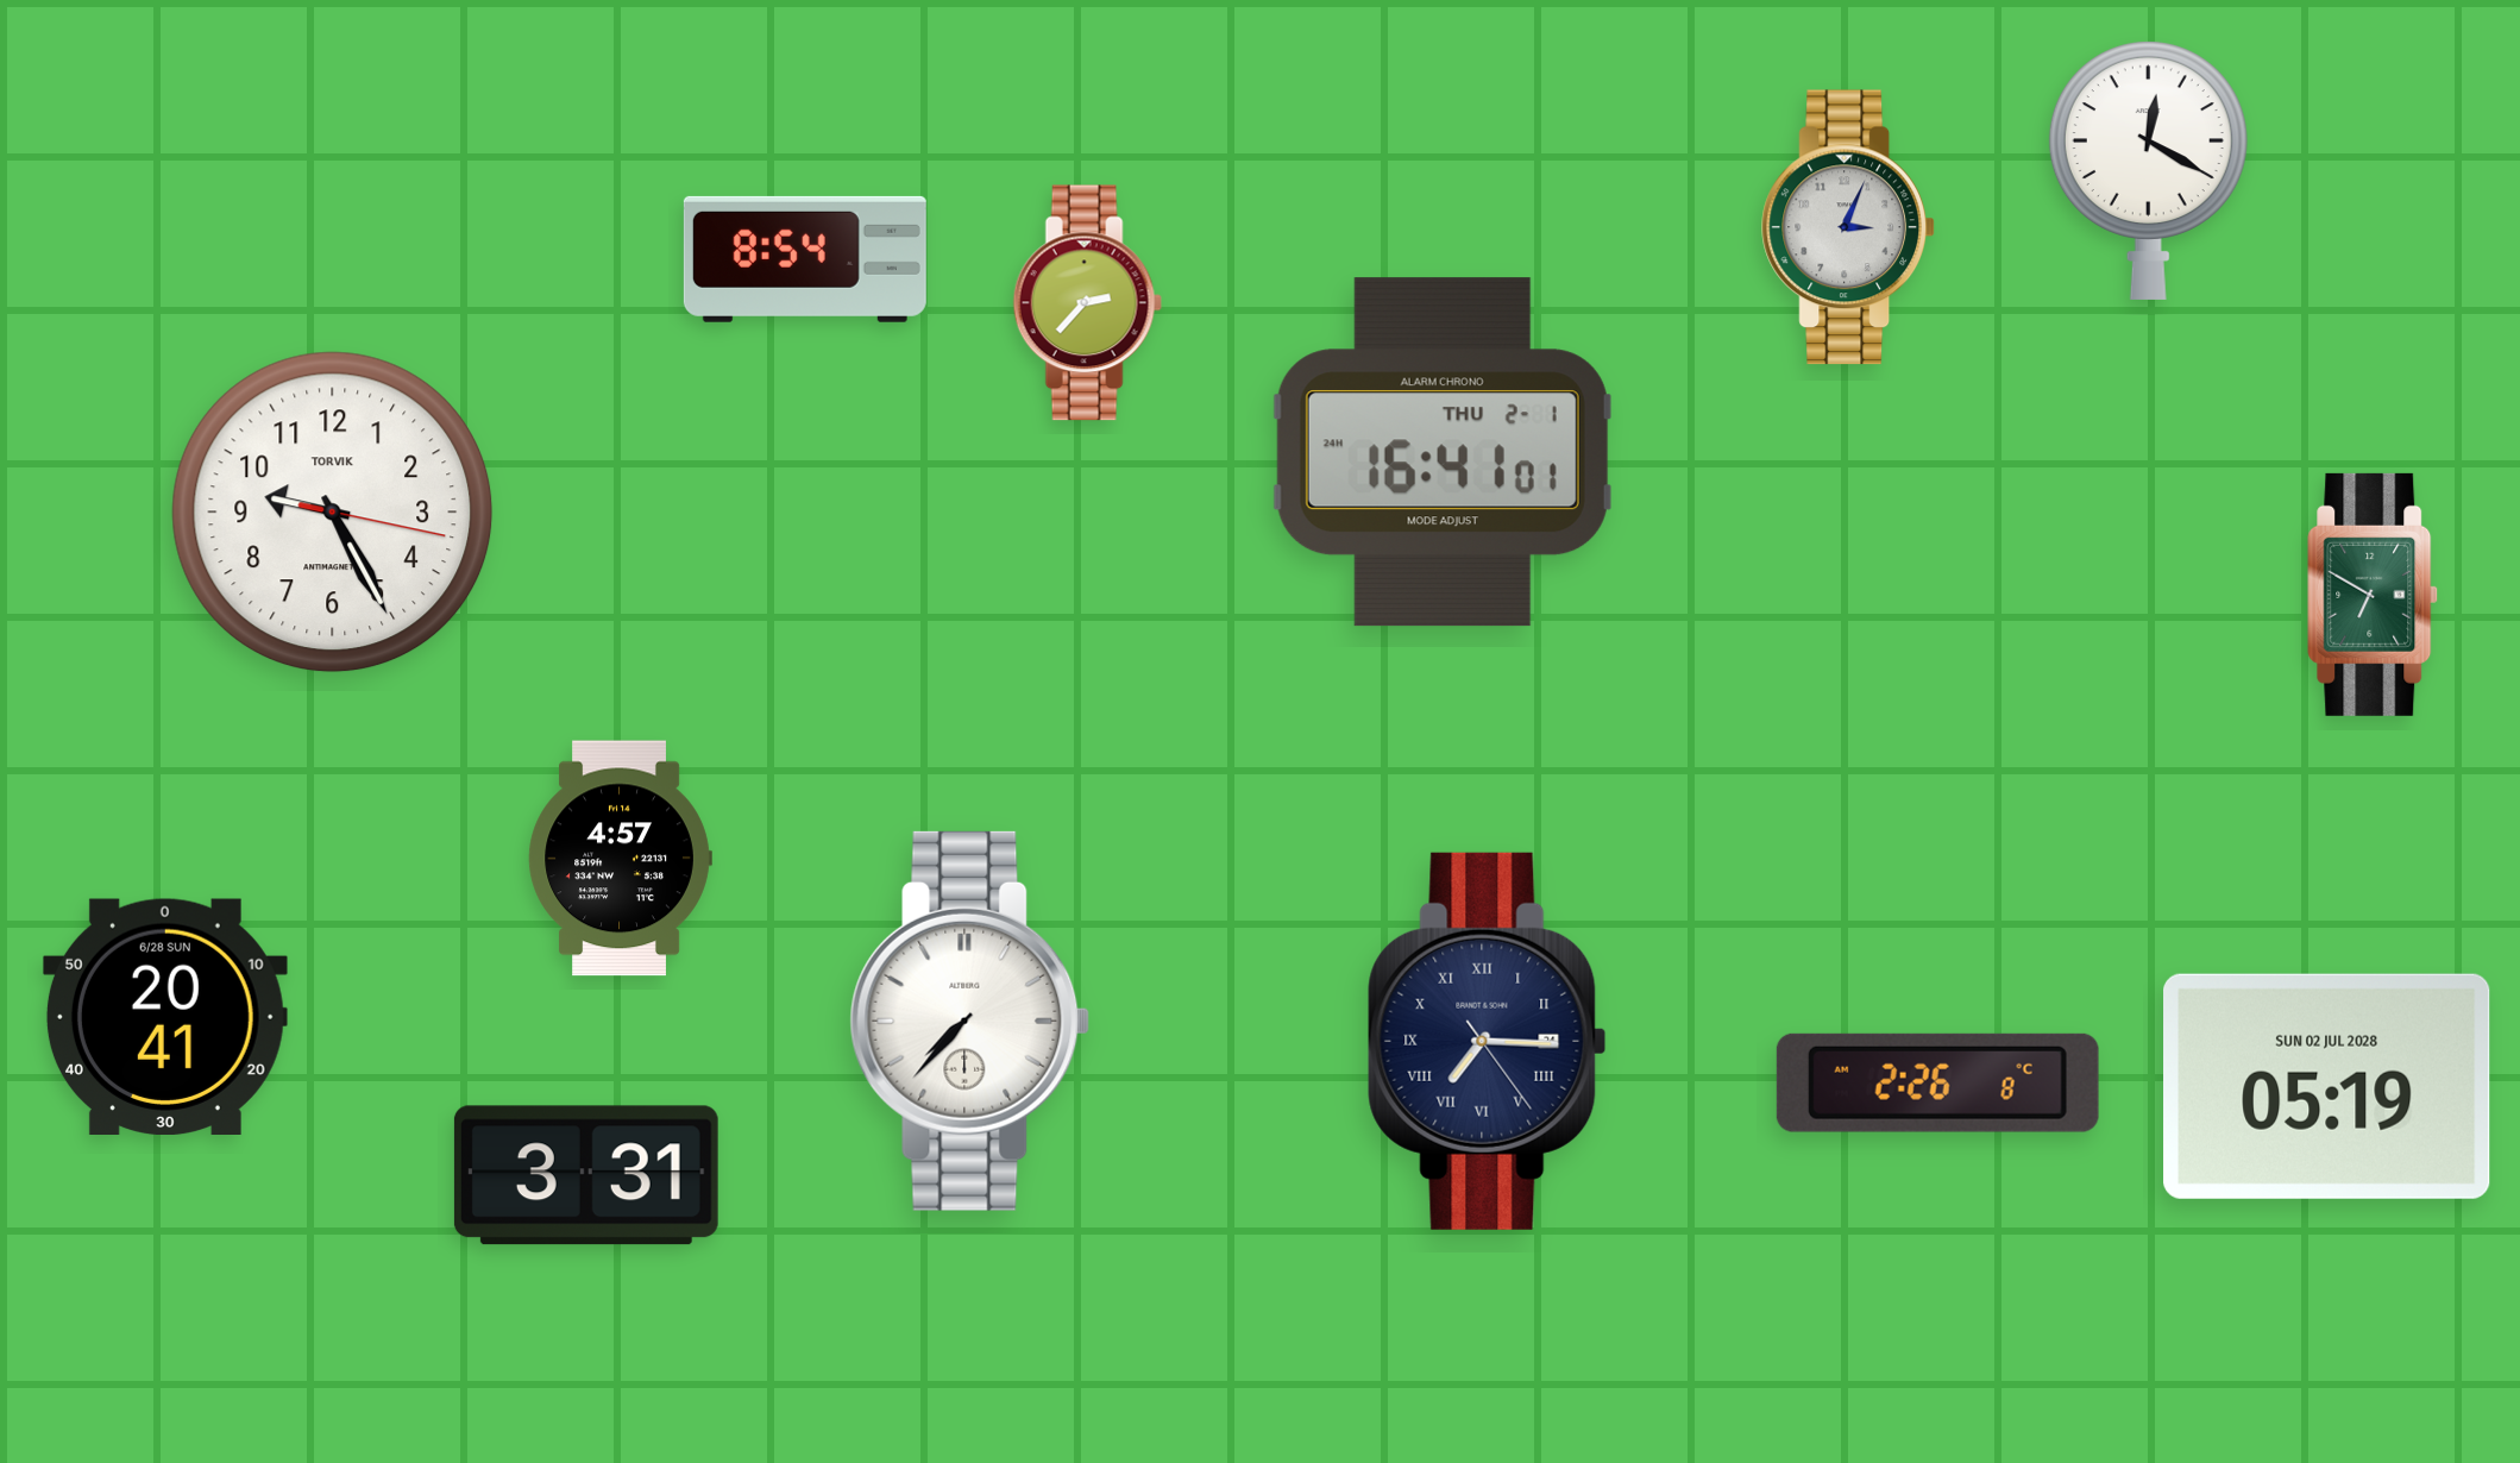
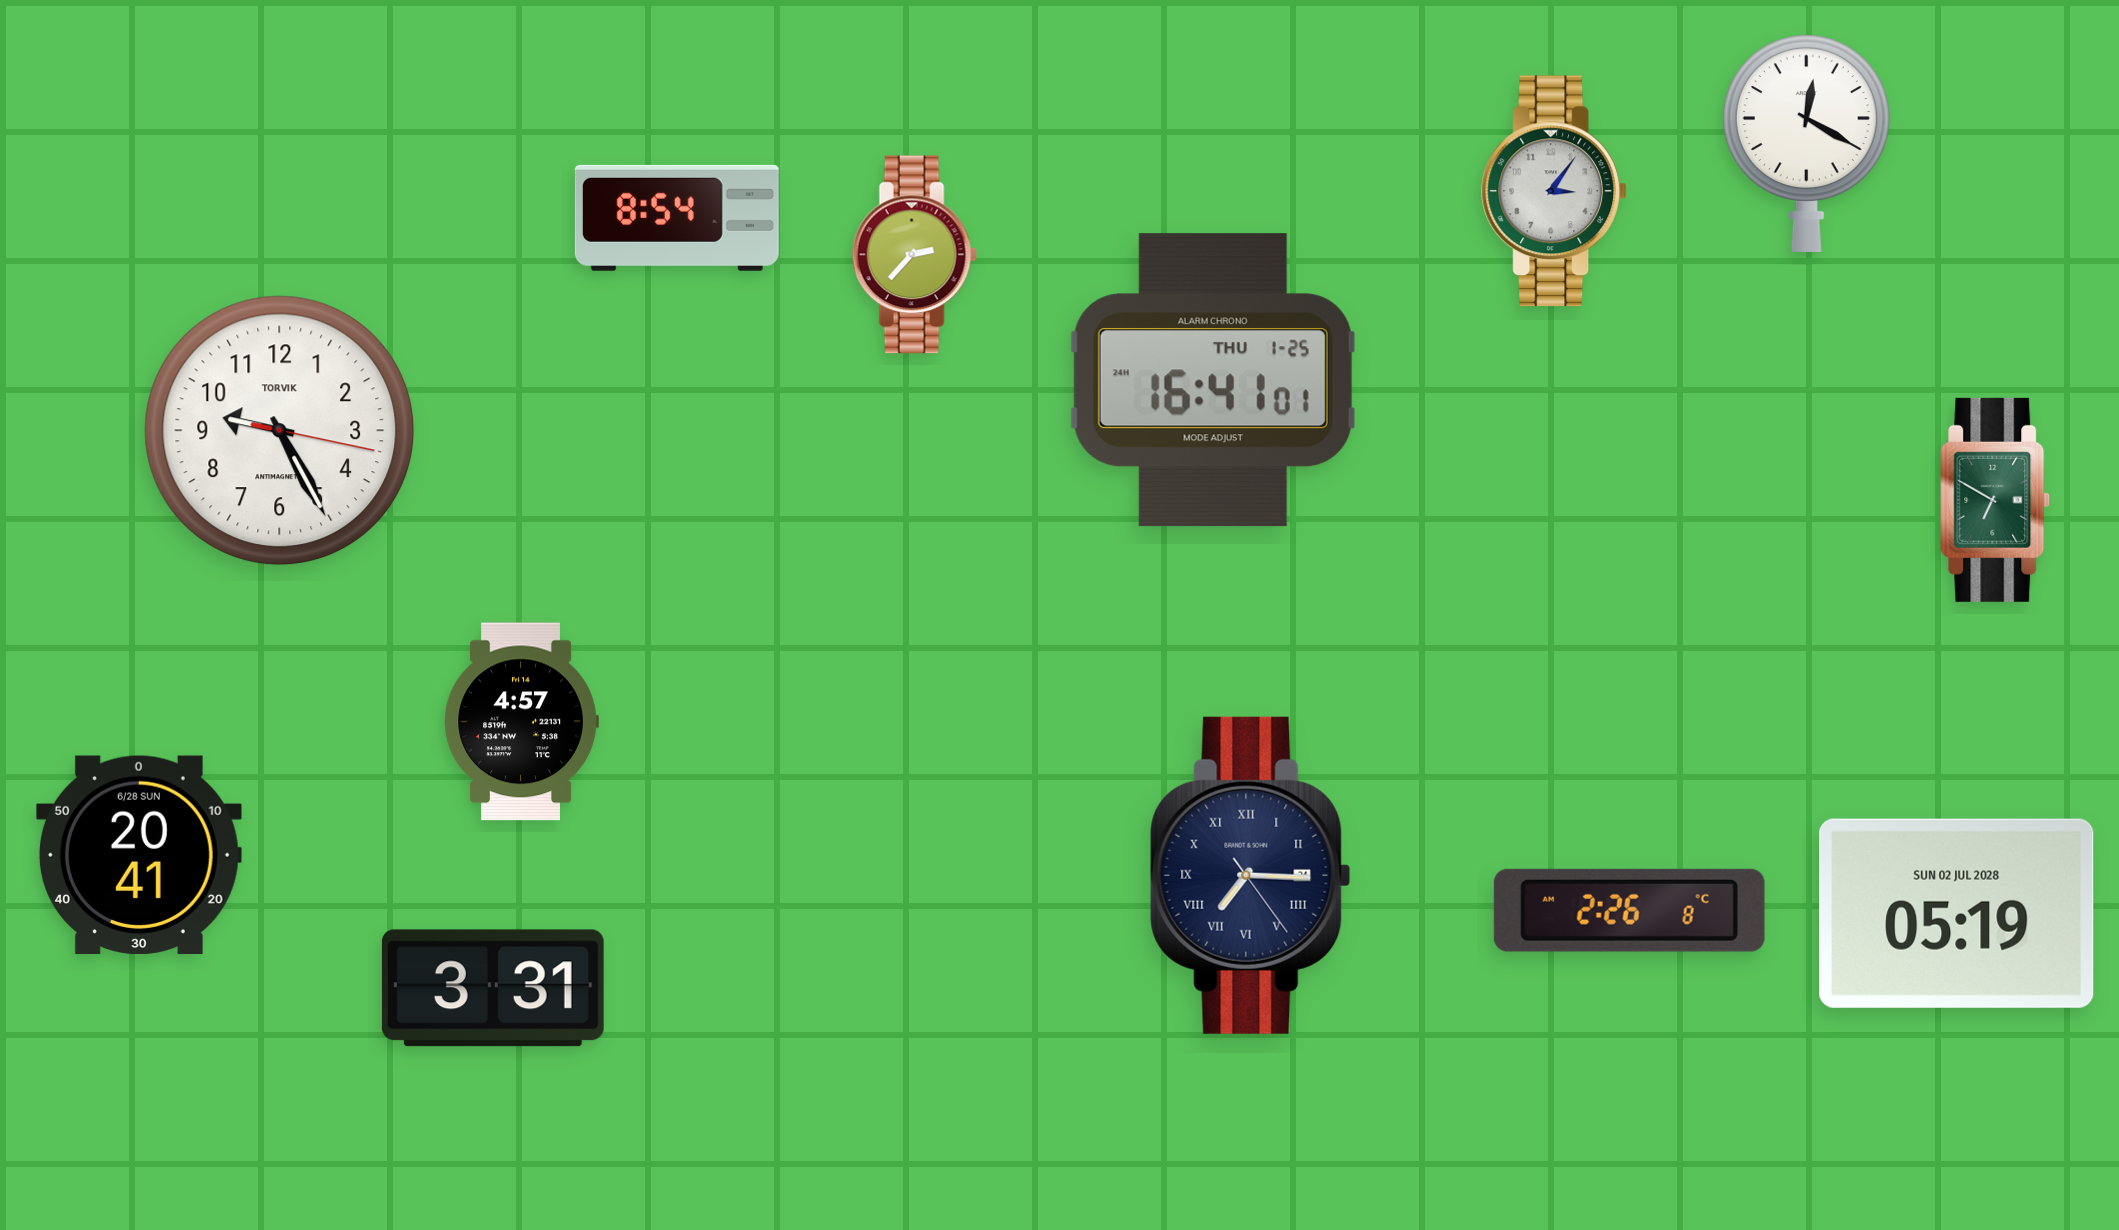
clock at (1848, 227): 3:04 -> 3:06
clock at (1443, 452) date: THU 2-1 -> THU 1-25
clock at (970, 1021): 7:37 -> none
